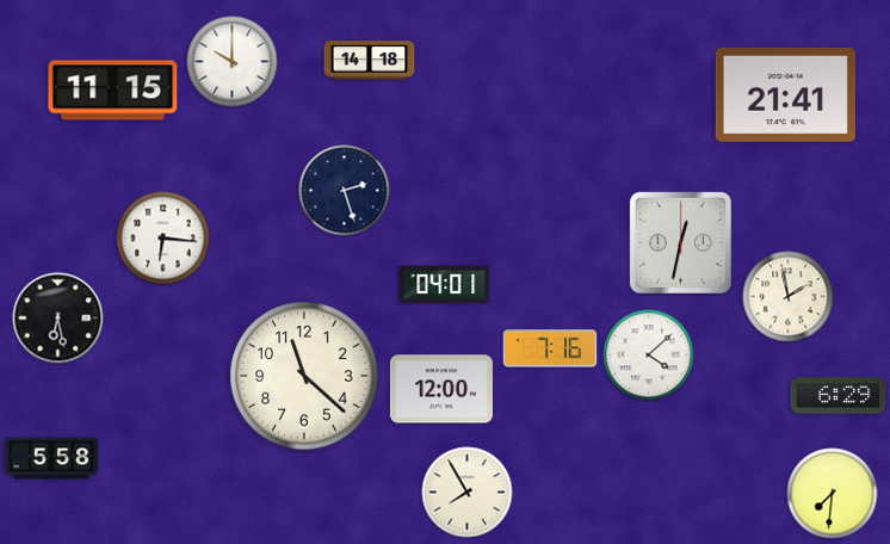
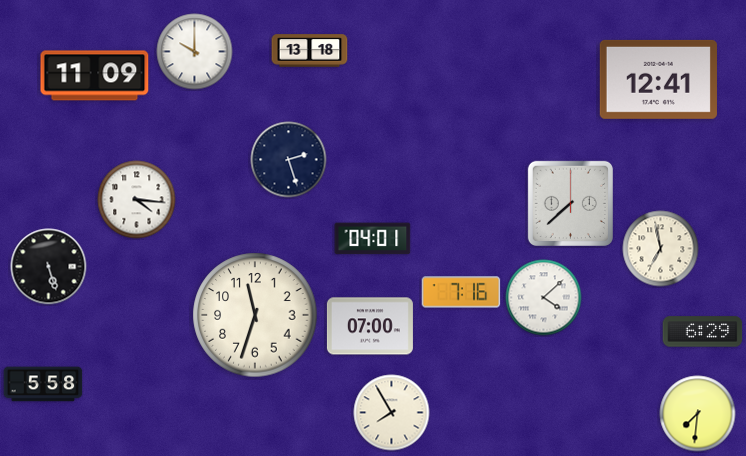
clock at (370, 61): 14:18 -> 13:18
clock at (113, 91): 11:15 -> 11:09
clock at (785, 94): 21:41 -> 12:41
clock at (163, 239): 6:16 -> 4:16
clock at (680, 242): 12:32 -> 7:38
clock at (789, 297): 1:58 -> 6:58
clock at (58, 319): 6:28 -> 5:27
clock at (304, 376): 11:22 -> 11:33
clock at (441, 389): 12:00 -> 07:00
